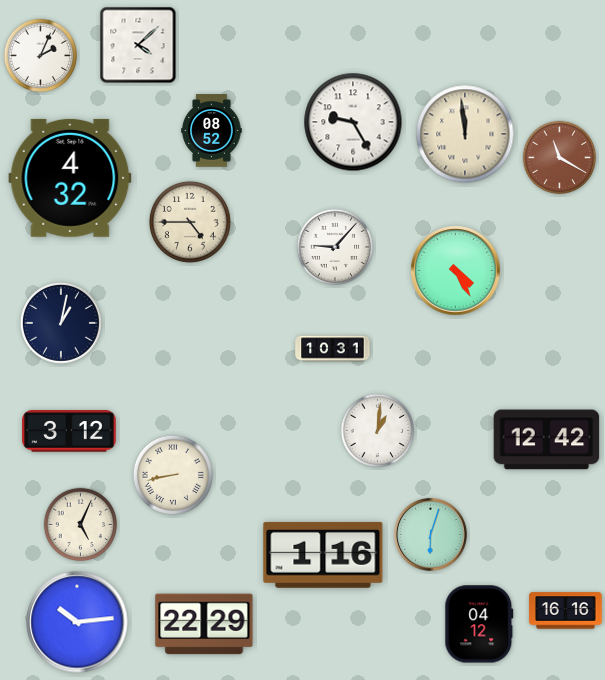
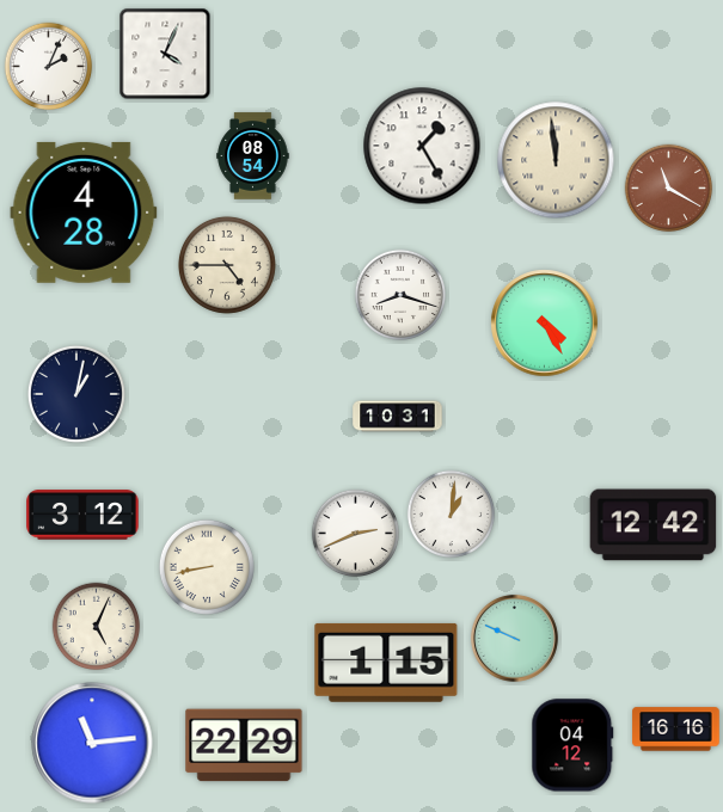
clock at (138, 45): 4:08 -> 4:04
clock at (353, 122): 9:25 -> 1:25
clock at (212, 131): 08:52 -> 08:54
clock at (70, 178): 4:32 -> 4:28
clock at (334, 246): 9:07 -> 8:18
clock at (61, 323) position: (61, 323) -> (76, 394)
clock at (356, 534): none -> 2:41
clock at (430, 534): 6:03 -> 9:49
clock at (323, 555): 1:16 -> 1:15
clock at (77, 622): 10:14 -> 11:14
